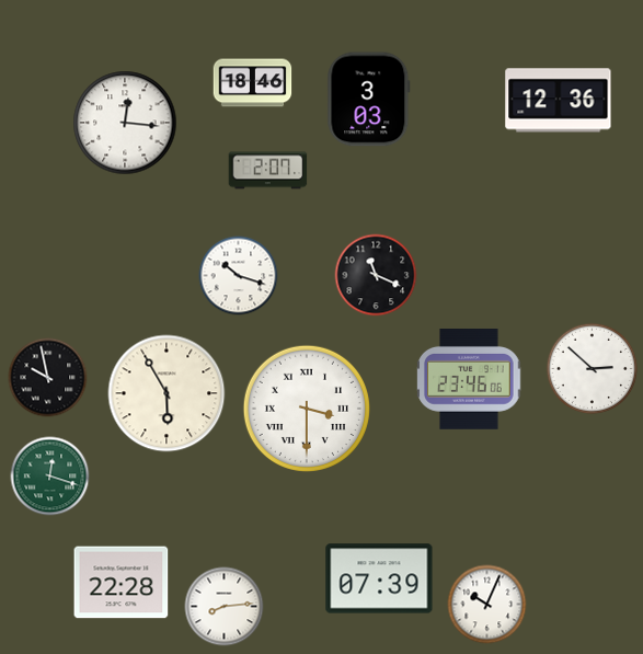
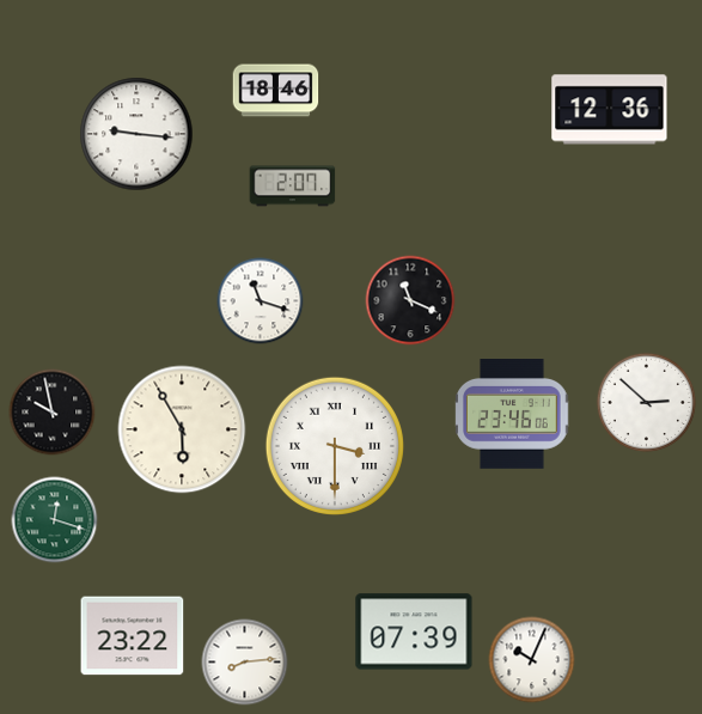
clock at (369, 100): 3:03 -> none
clock at (125, 123): 12:16 -> 9:16
clock at (239, 276): 10:18 -> 11:18
clock at (122, 583): 22:28 -> 23:22
